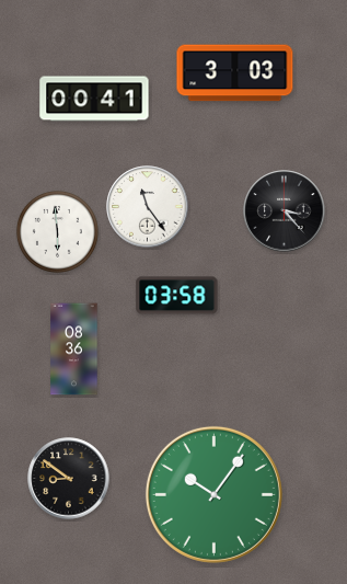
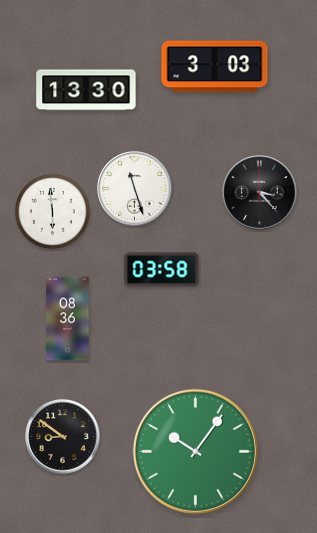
clock at (94, 99): 00:41 -> 13:30
clock at (148, 207): 11:24 -> 11:27
